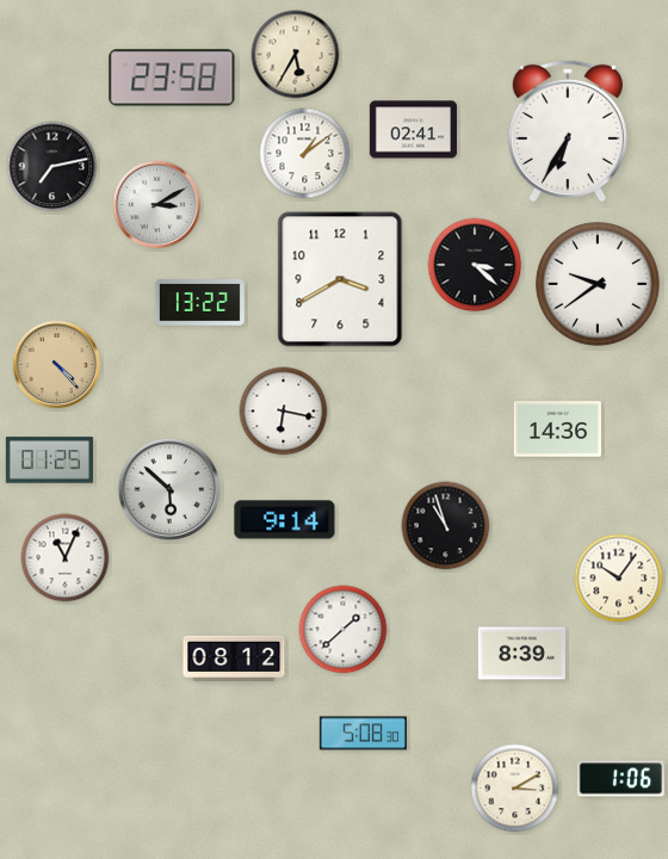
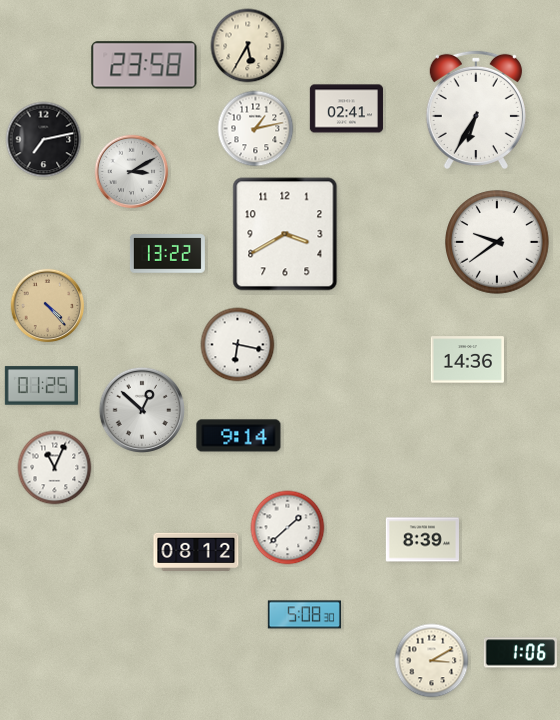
clock at (305, 154): 1:09 -> 1:13
clock at (475, 265): 3:22 -> none
clock at (598, 284) position: (598, 284) -> (497, 242)
clock at (168, 488): 5:52 -> 12:52
clock at (446, 526): 10:57 -> none
clock at (619, 579): 10:06 -> none
clock at (521, 654) position: (521, 654) -> (422, 540)
